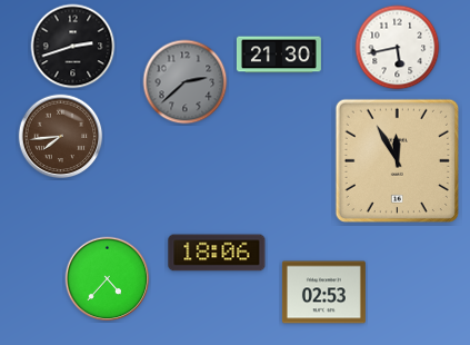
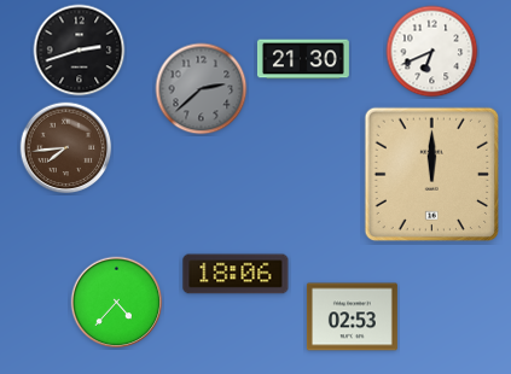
clock at (398, 48): 5:43 -> 6:41
clock at (397, 160): 11:55 -> 12:00
